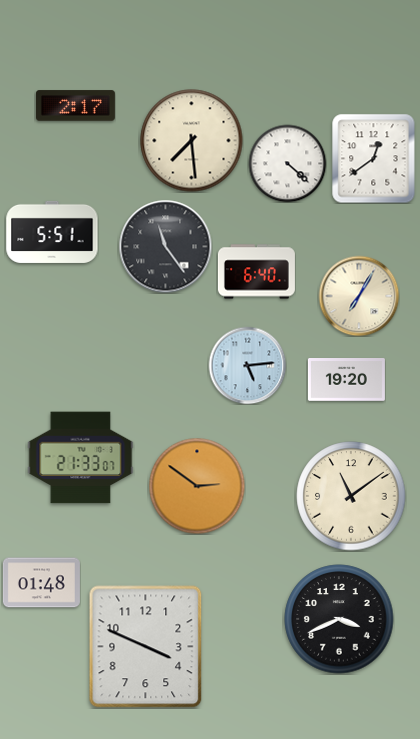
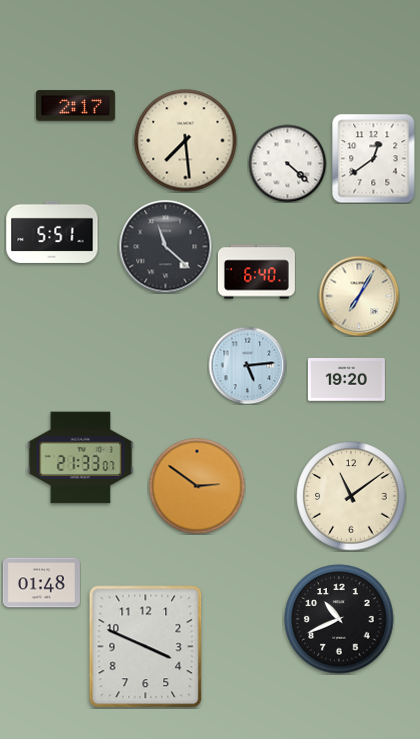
clock at (192, 141) position: (192, 141) -> (186, 141)
clock at (165, 246): 11:24 -> 11:22
clock at (339, 619): 3:41 -> 10:41
